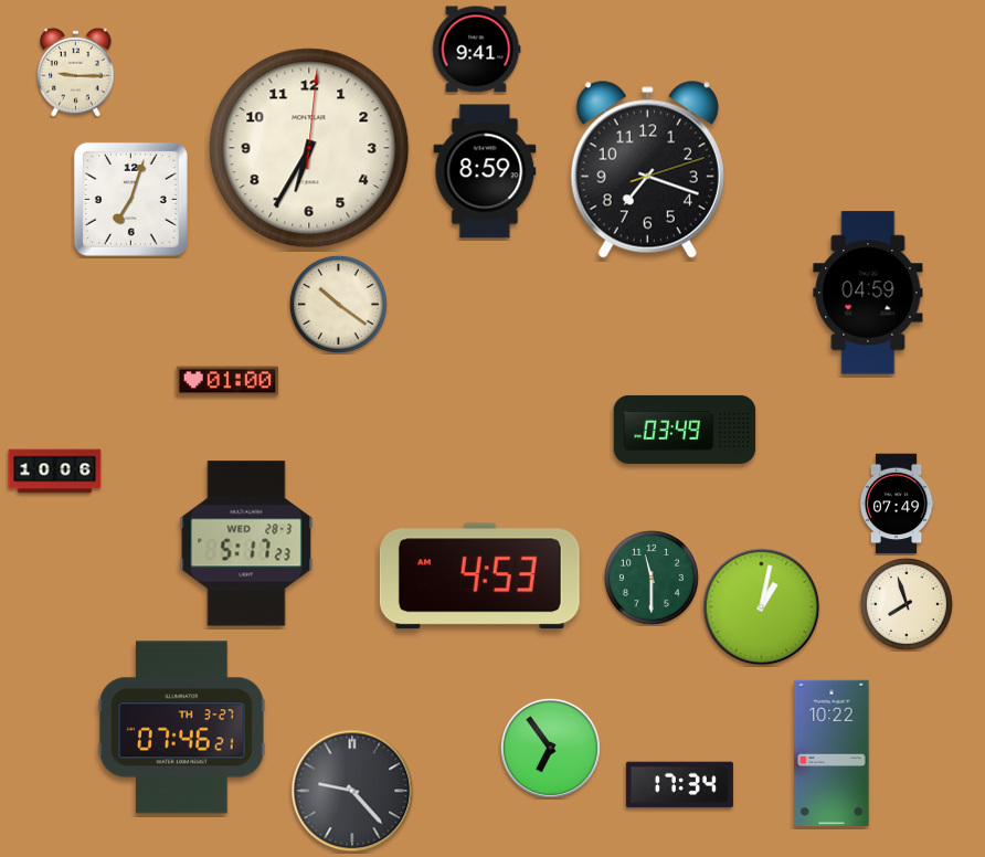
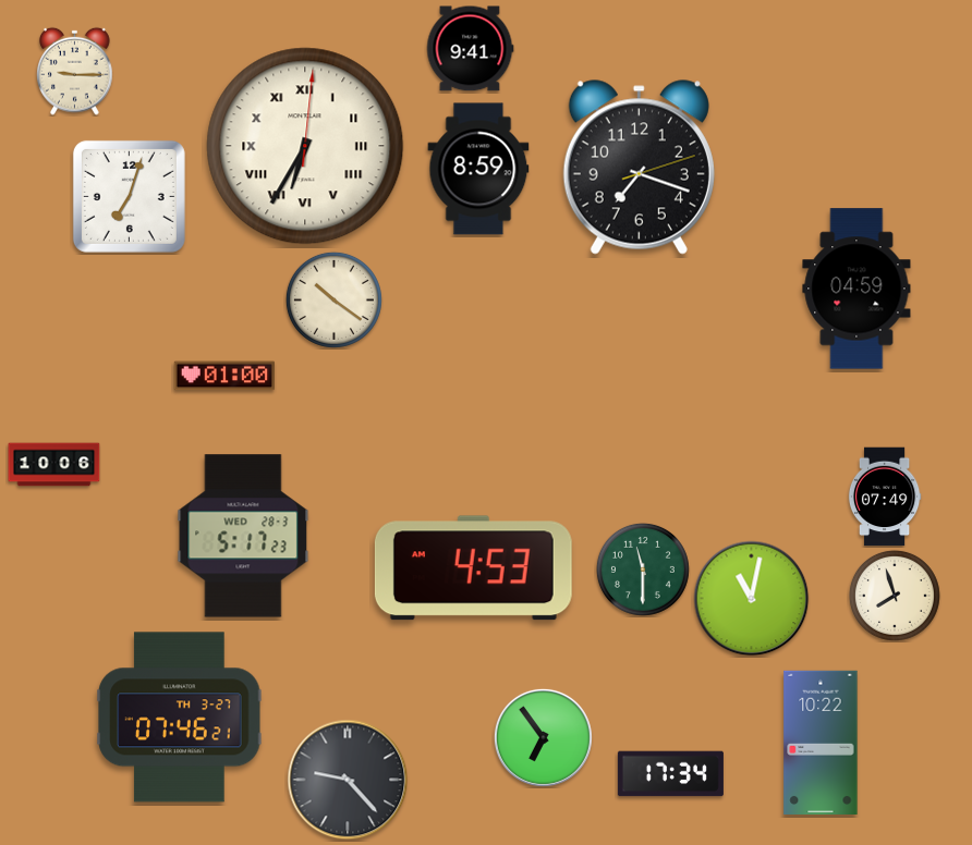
clock at (309, 148) numerals: Arabic -> Roman
clock at (685, 430): 03:49 -> none
clock at (762, 607): 1:02 -> 11:02
